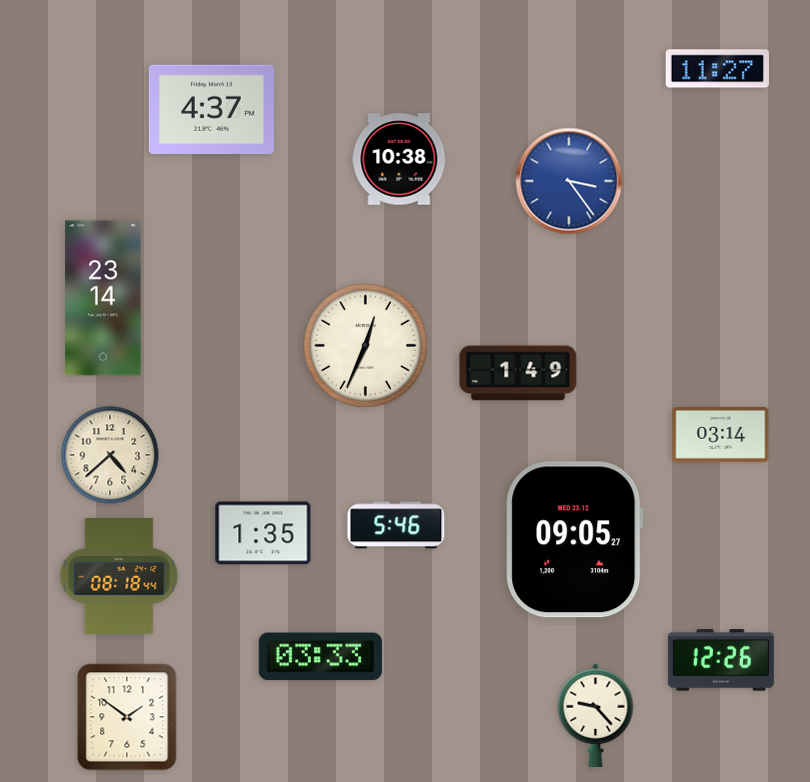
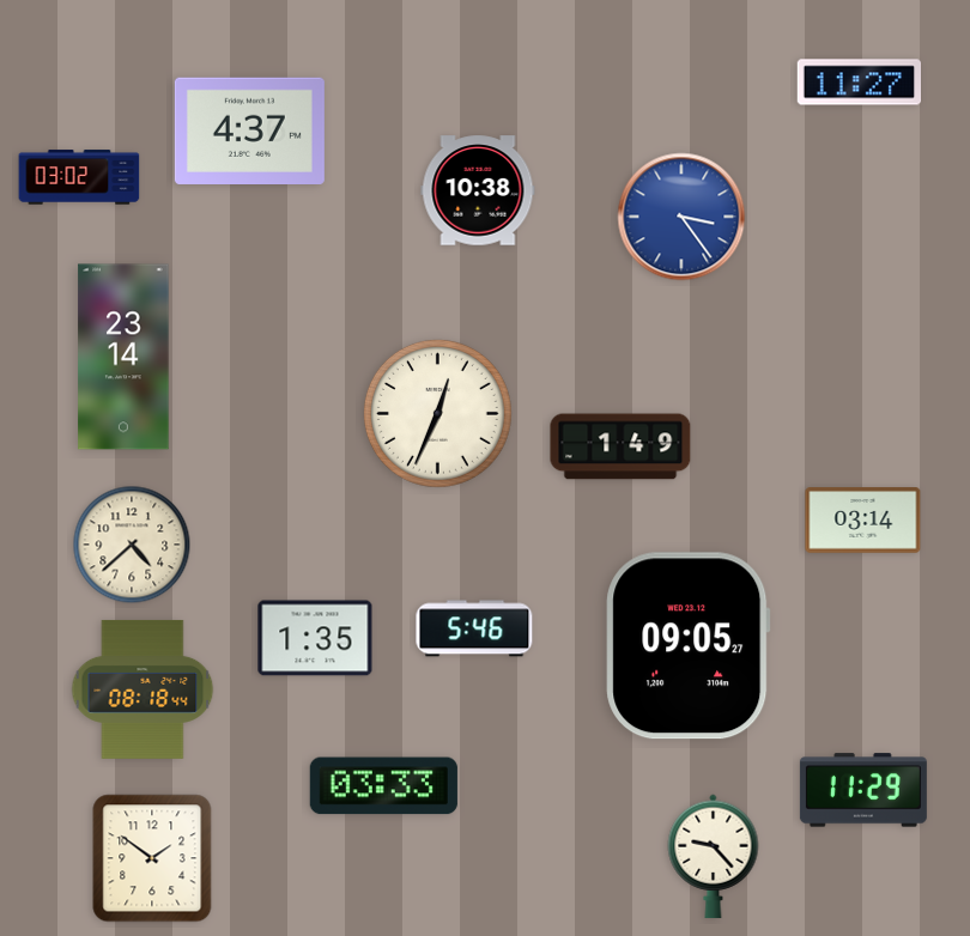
clock at (211, 109) position: (211, 109) -> (249, 130)
clock at (79, 177): none -> 03:02
clock at (721, 660): 12:26 -> 11:29
